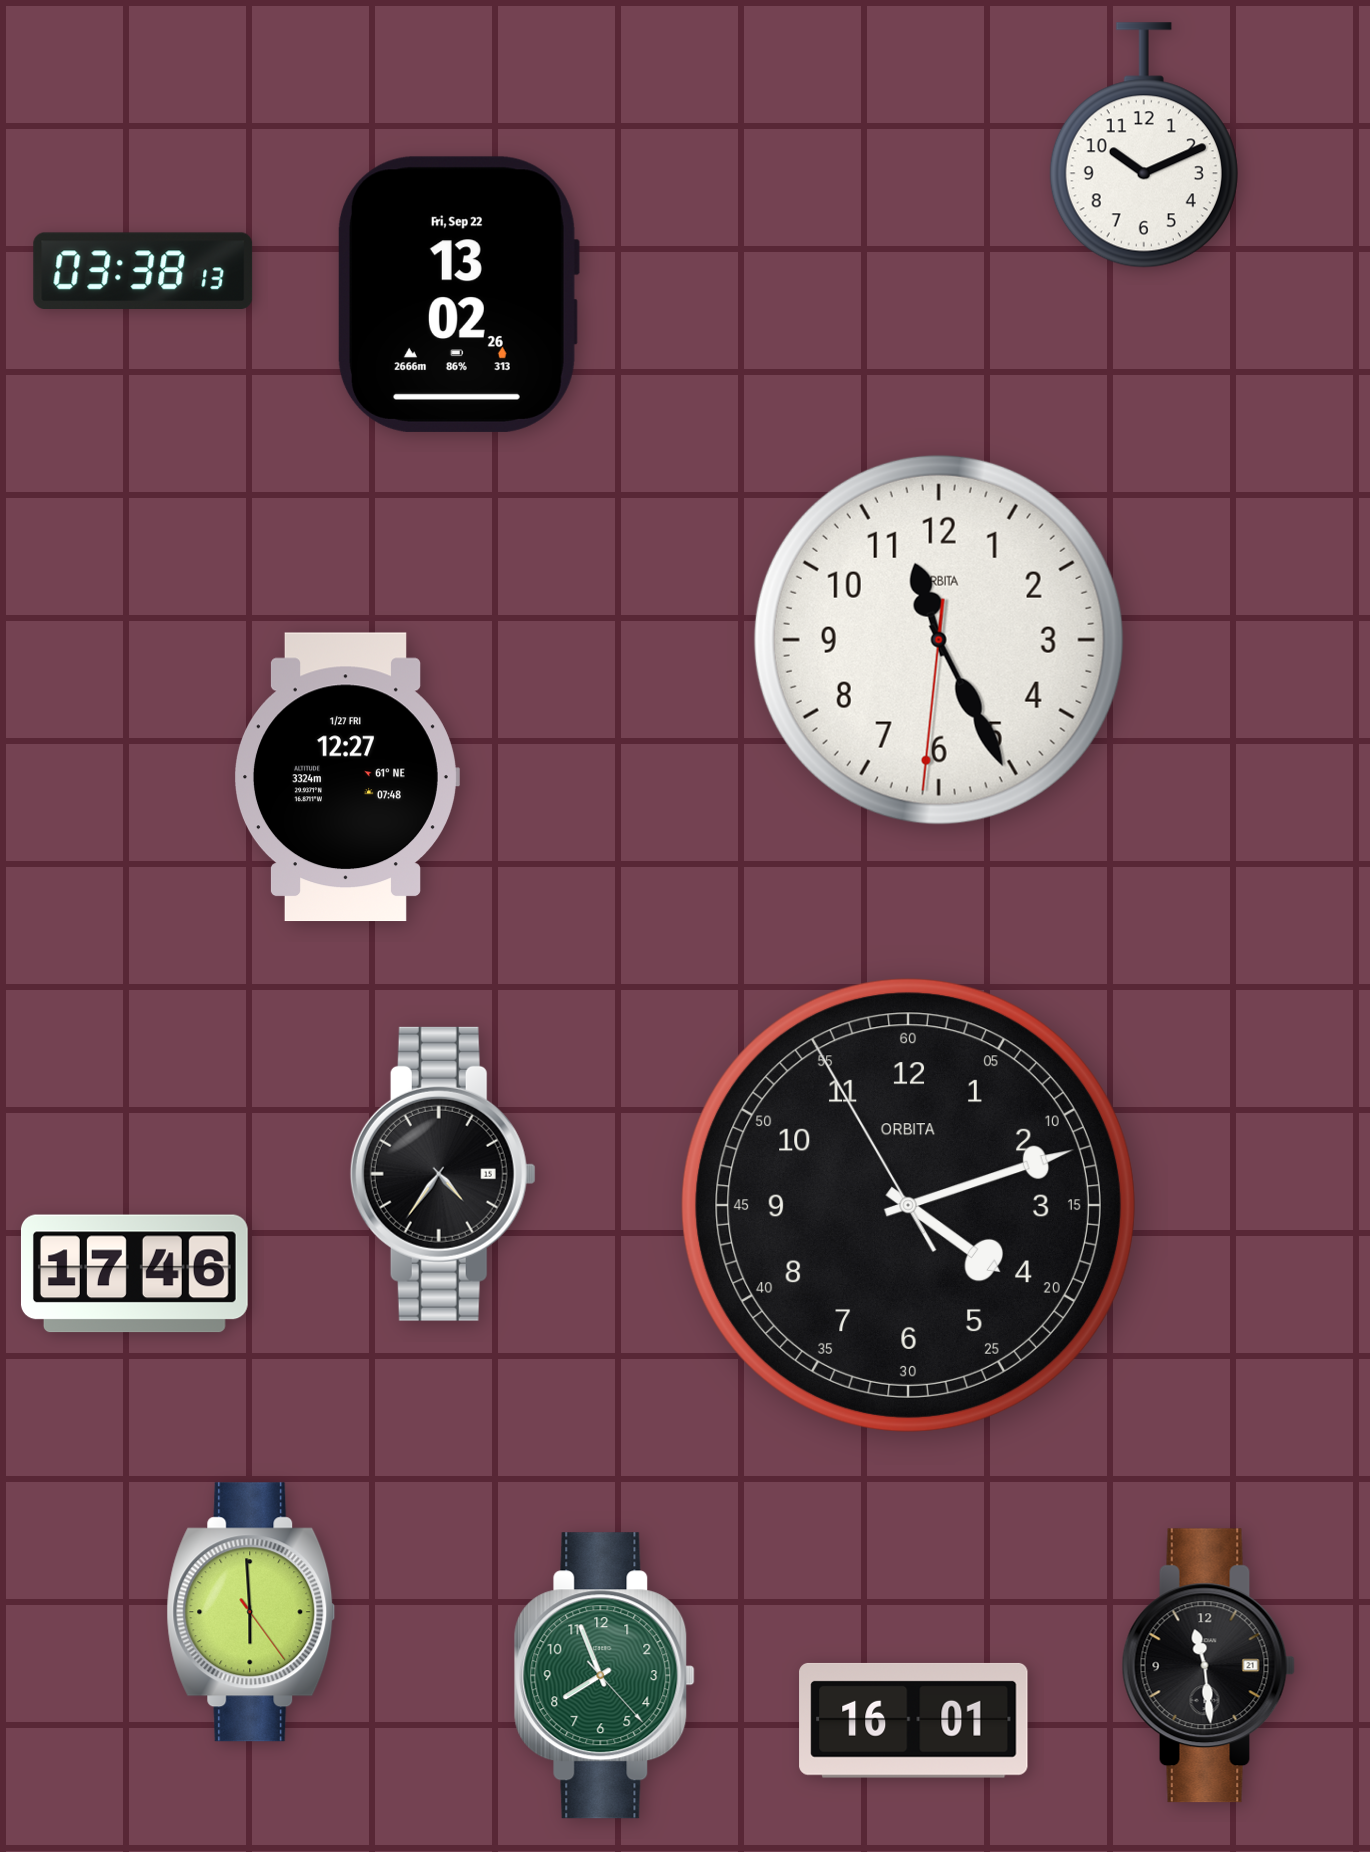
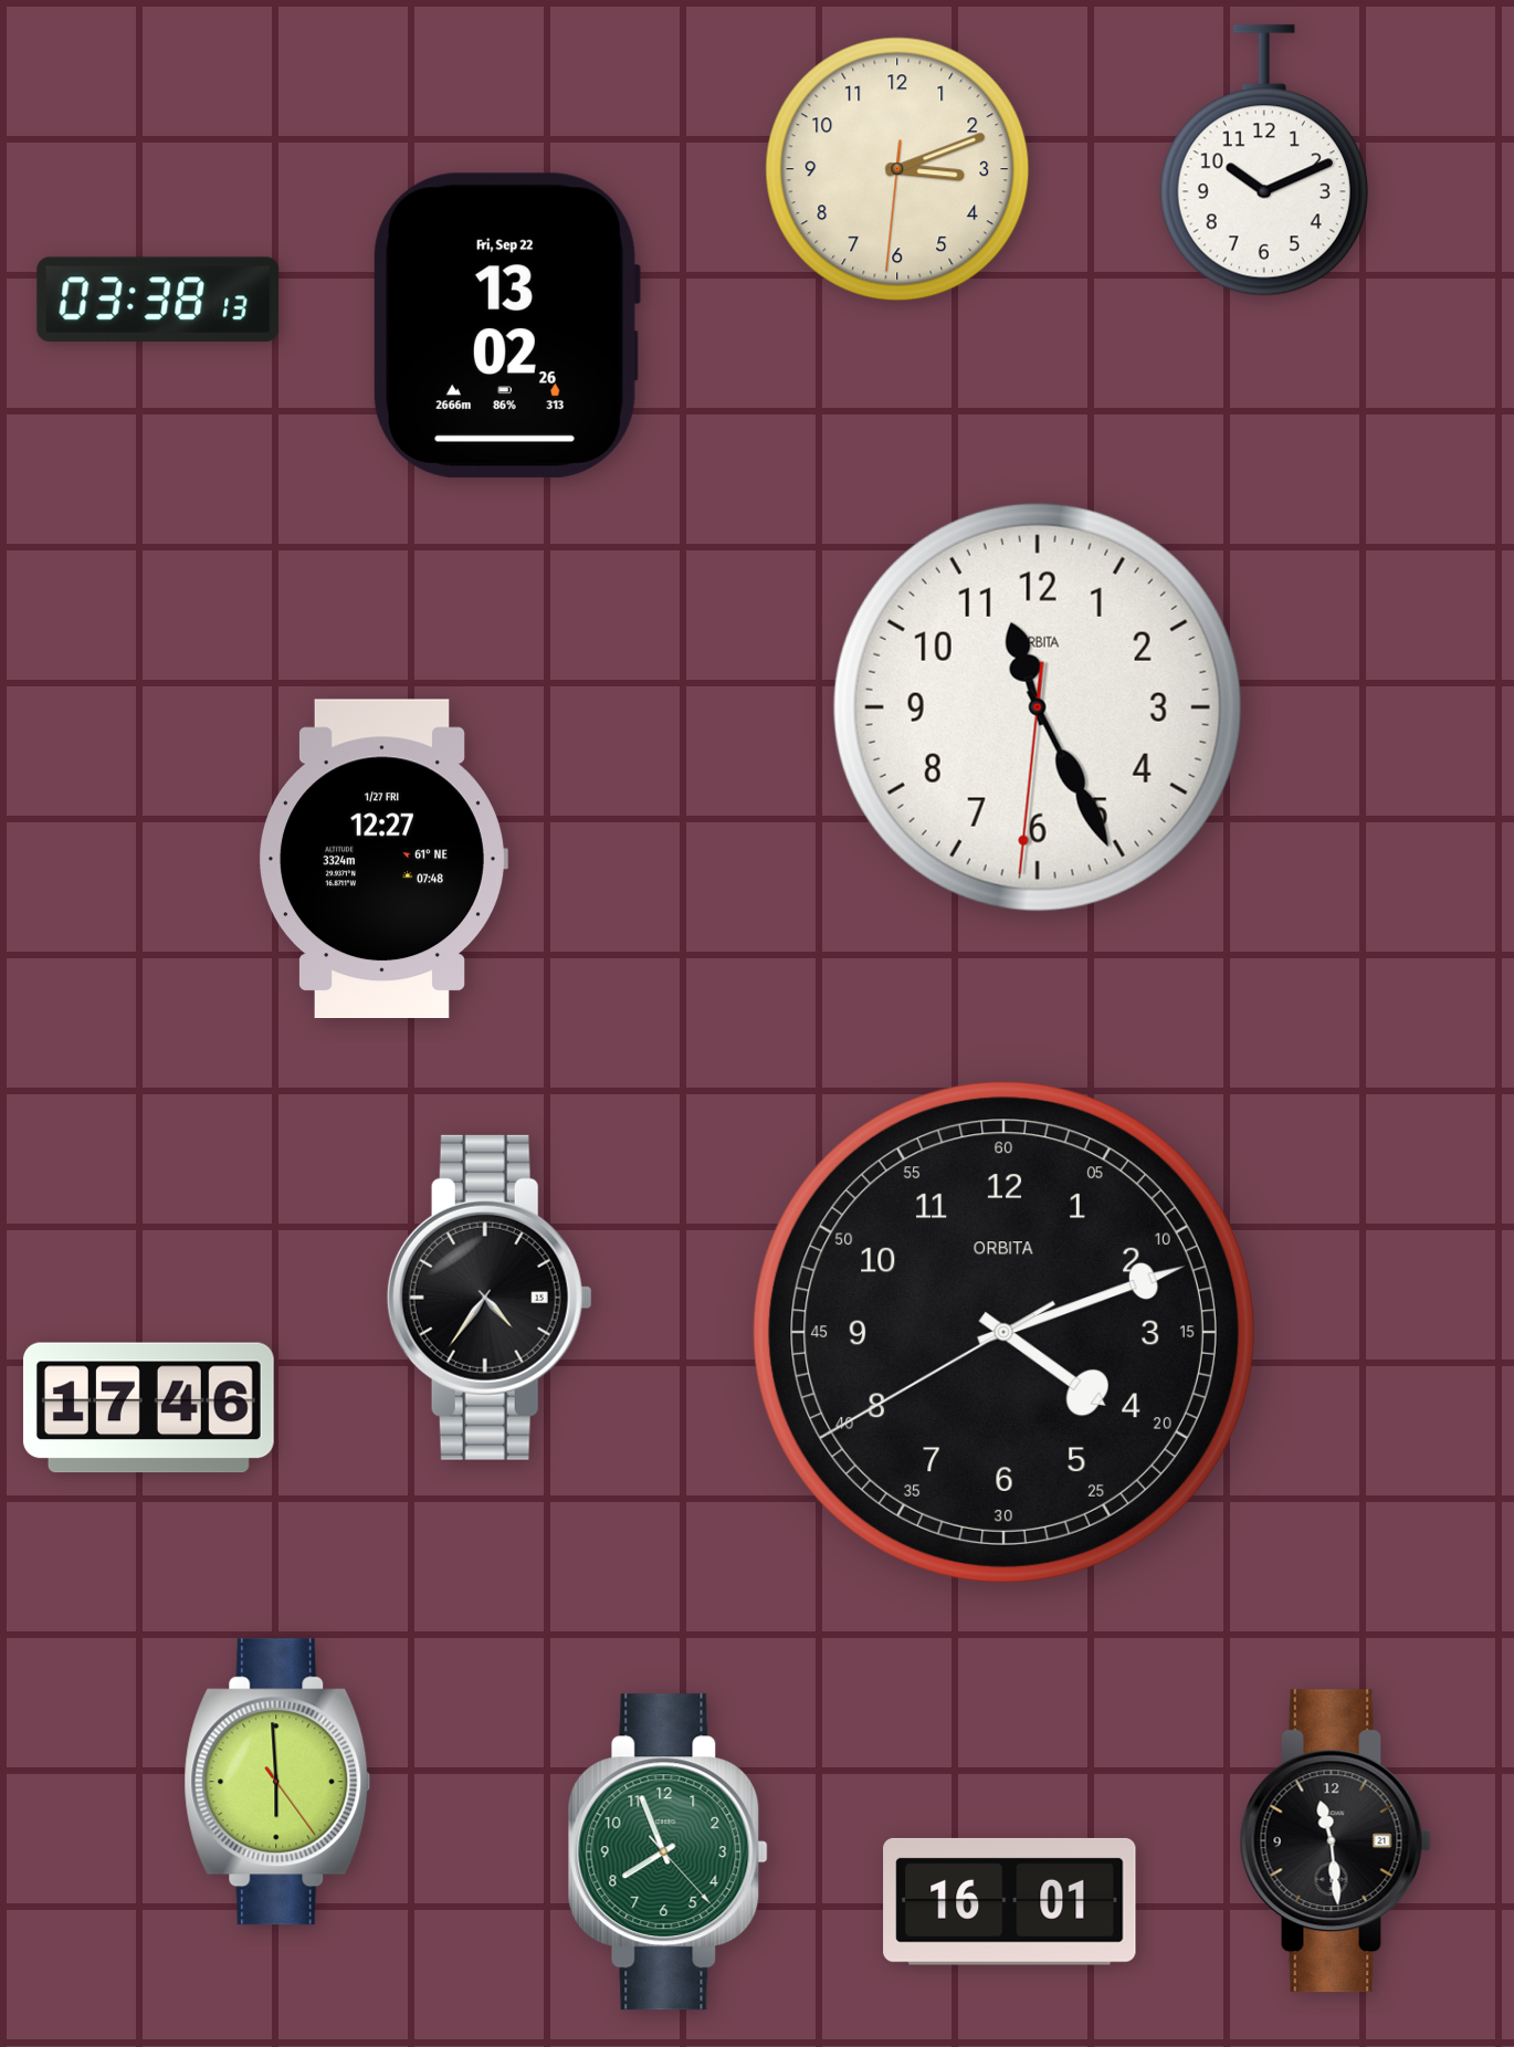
clock at (897, 169): none -> 3:11
clock at (908, 1205): 4:11:55 -> 4:11:40
